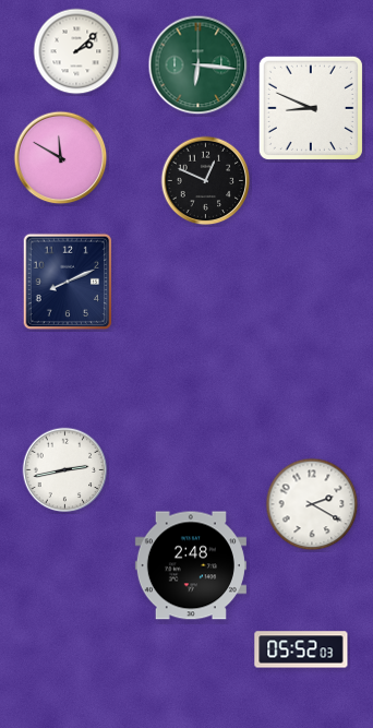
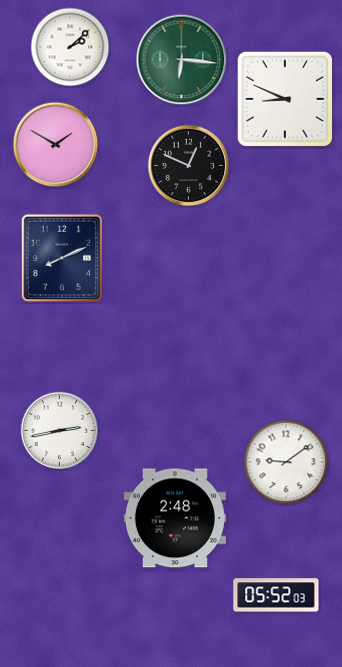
clock at (61, 158): 11:50 -> 1:50
clock at (312, 504): 2:20 -> 9:09
